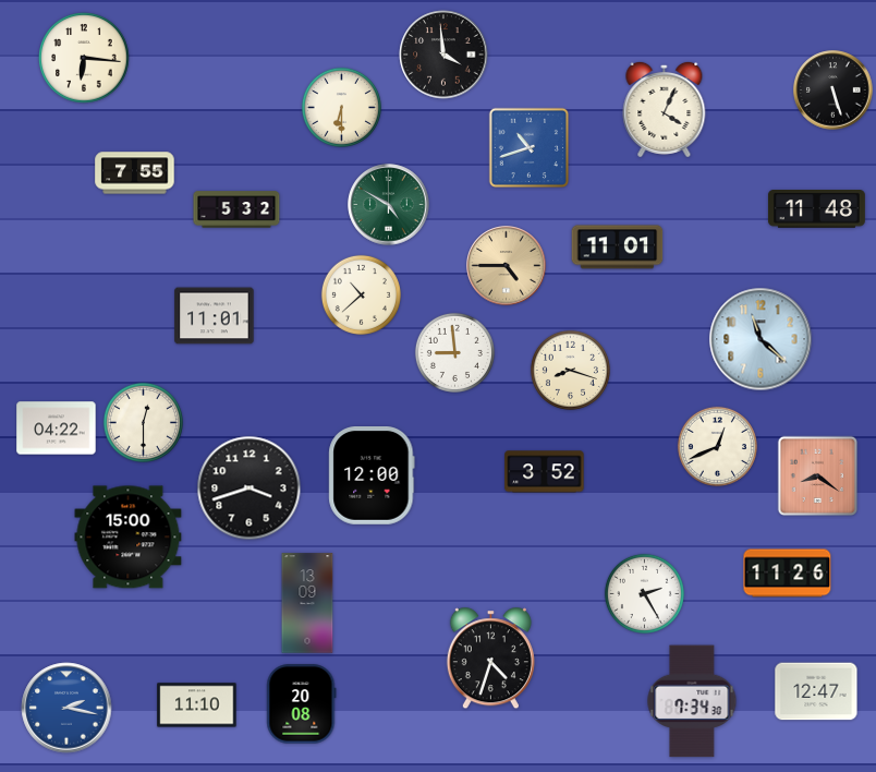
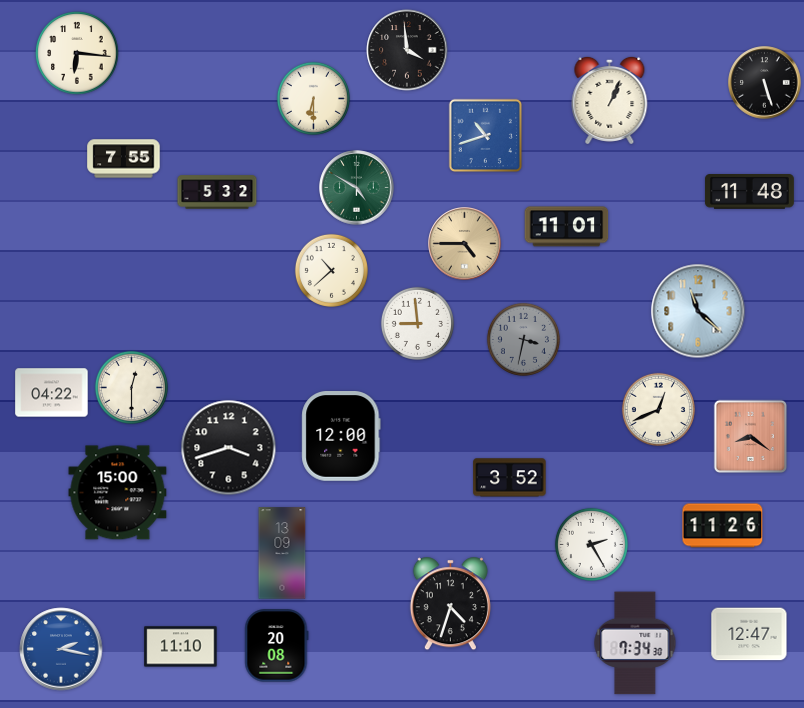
clock at (665, 109): 4:04 -> 1:04
clock at (215, 316): 11:01 -> none
clock at (570, 370): 8:18 -> 3:32
clock at (570, 370) dial: cream -> grey
clock at (545, 472) position: (545, 472) -> (510, 478)
